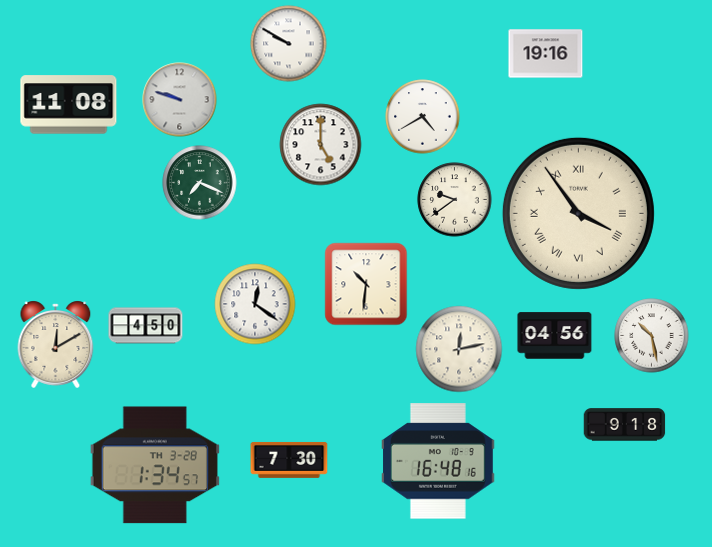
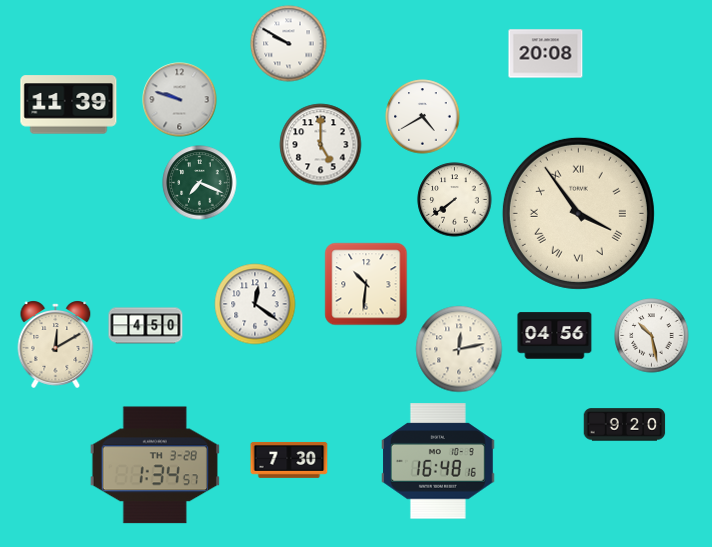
clock at (546, 54): 19:16 -> 20:08
clock at (69, 105): 11:08 -> 11:39
clock at (455, 200): 9:39 -> 7:39
clock at (625, 425): 9:18 -> 9:20
